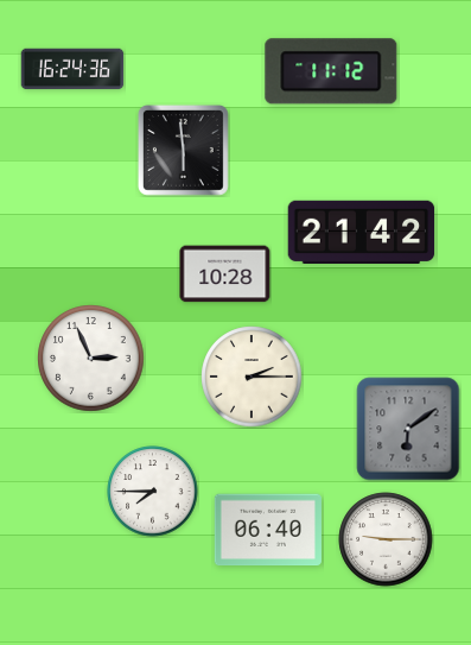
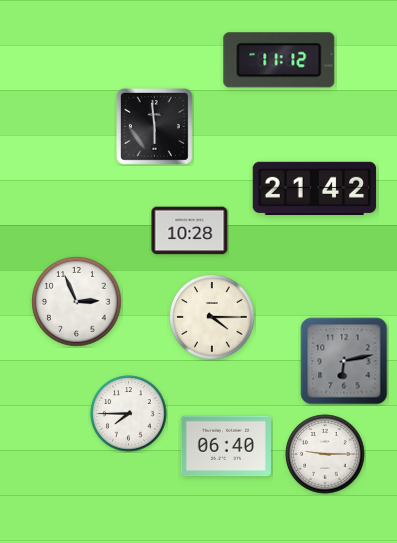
clock at (72, 69): 16:24 -> none
clock at (362, 232) position: (362, 232) -> (315, 188)
clock at (252, 377): 2:15 -> 4:15
clock at (408, 429): 6:09 -> 6:13
